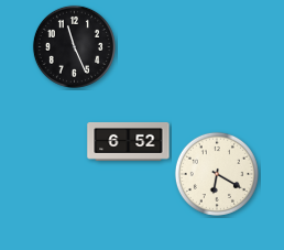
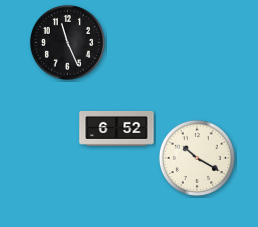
clock at (217, 174): 6:20 -> 10:20
